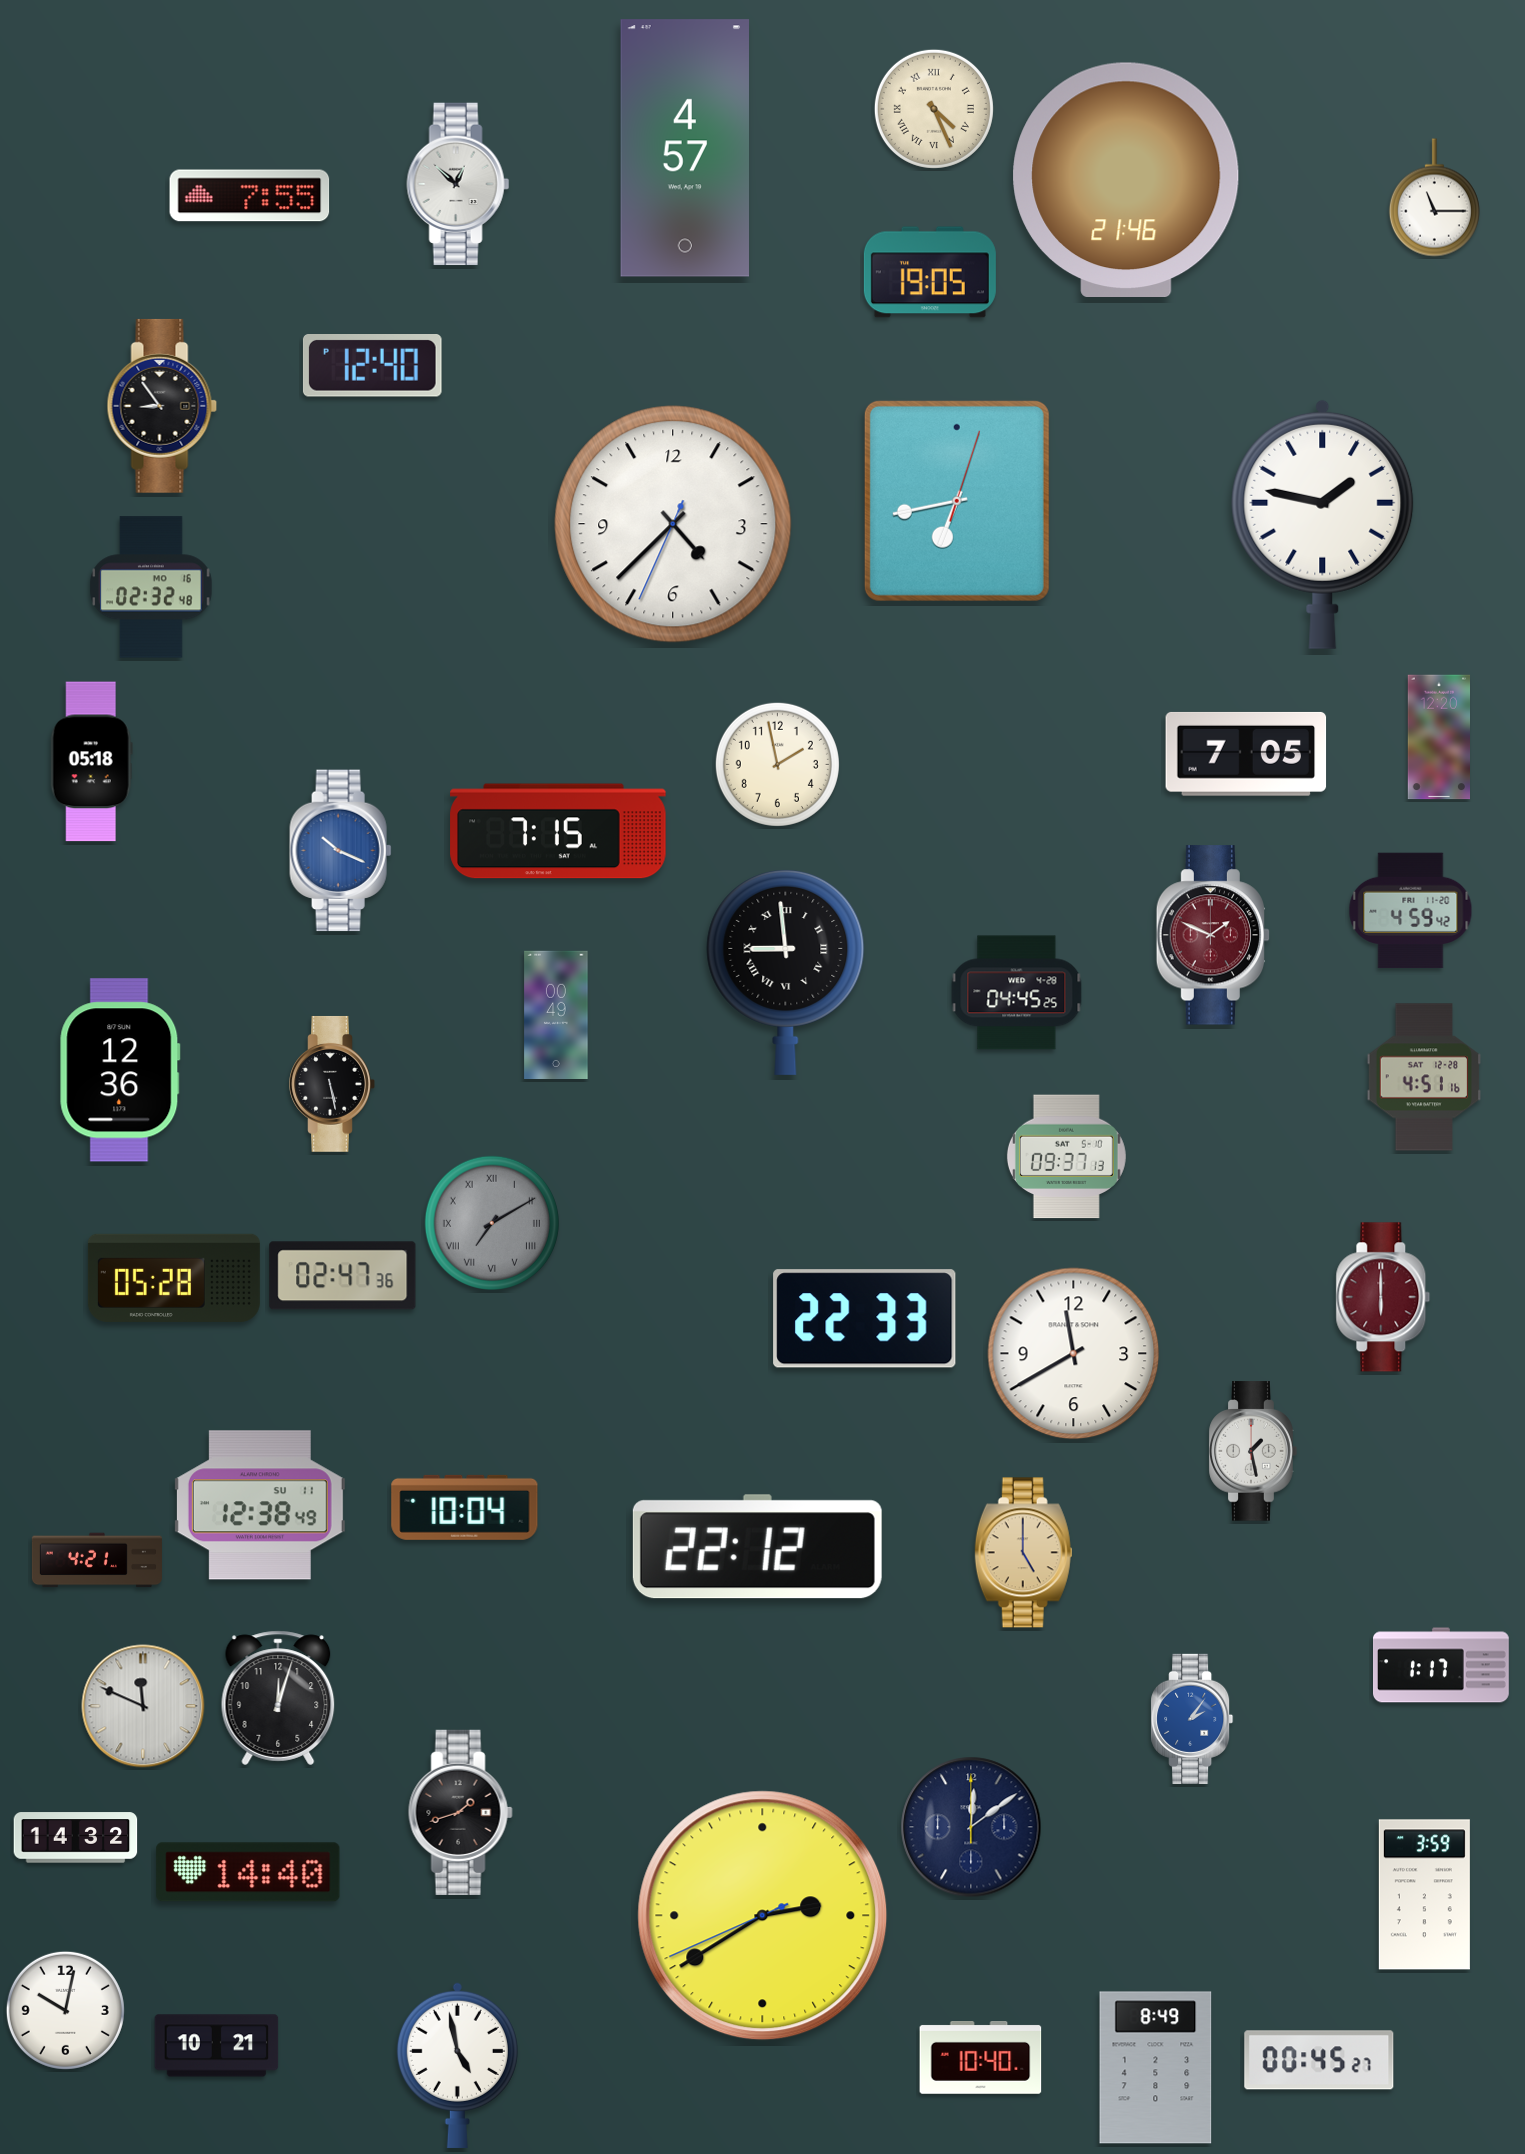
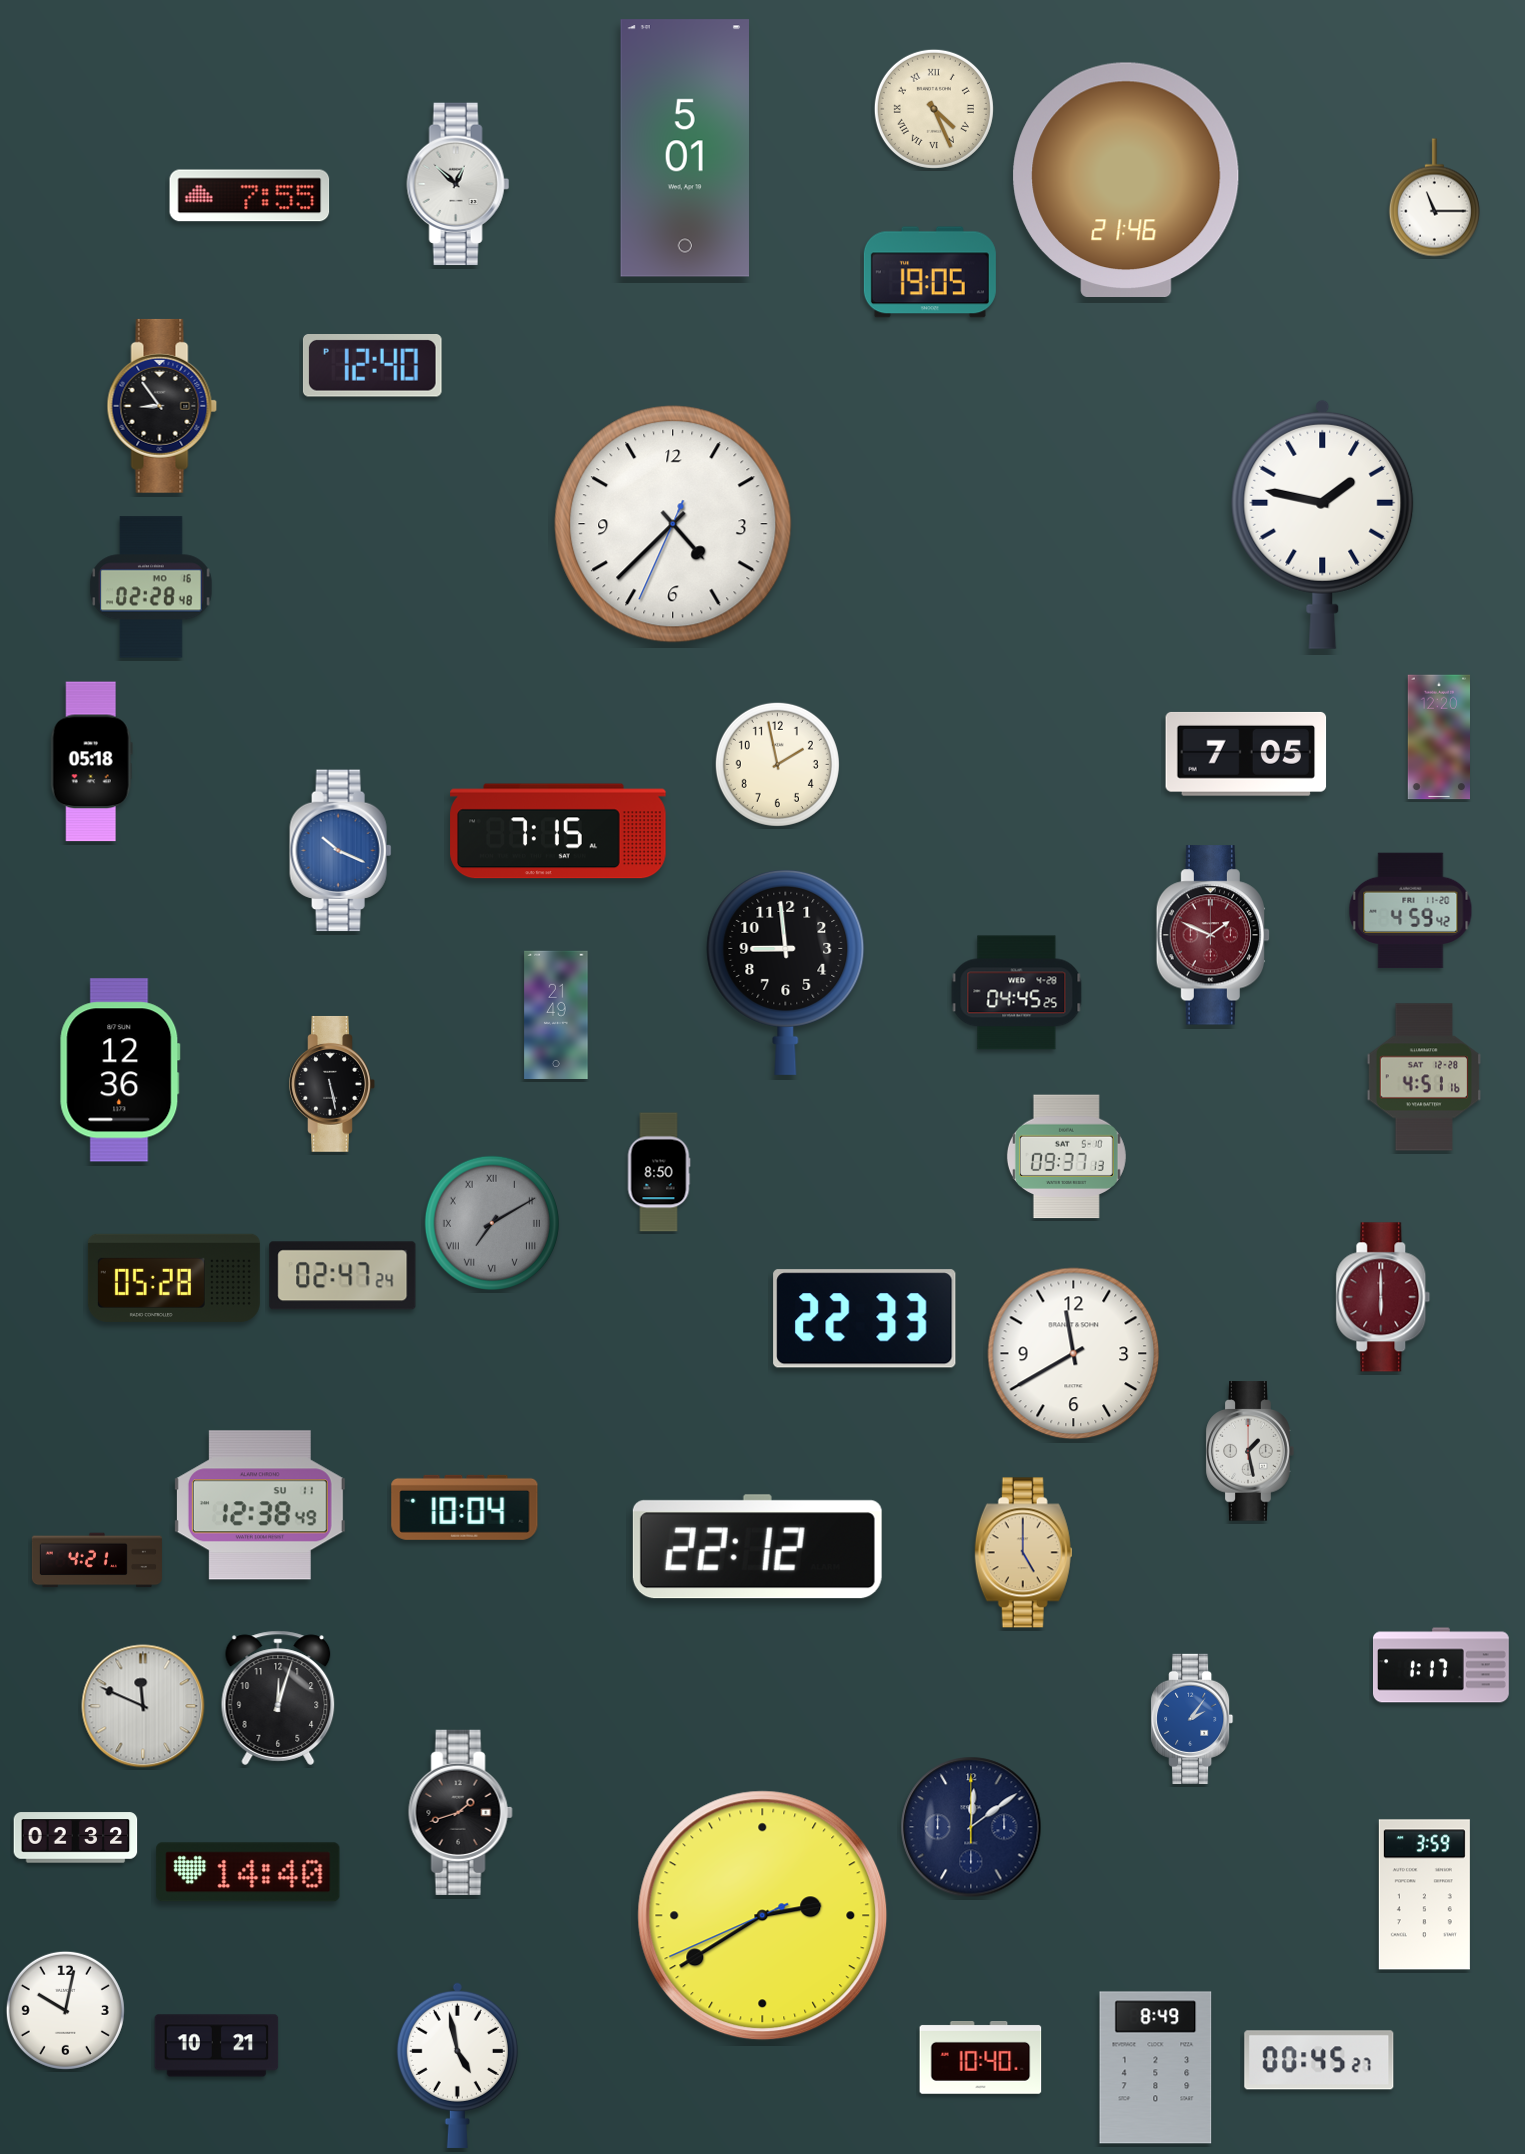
clock at (685, 148): 4:57 -> 5:01
clock at (957, 501): 6:43 -> none
clock at (151, 587): 02:32 -> 02:28
clock at (786, 972) numerals: Roman -> Arabic
clock at (556, 1014): 00:49 -> 21:49
clock at (659, 1172): none -> 8:50
clock at (343, 1276): 02:47:36 -> 02:47:24
clock at (1253, 1451) position: (1253, 1451) -> (1250, 1451)
clock at (76, 1838): 14:32 -> 02:32
